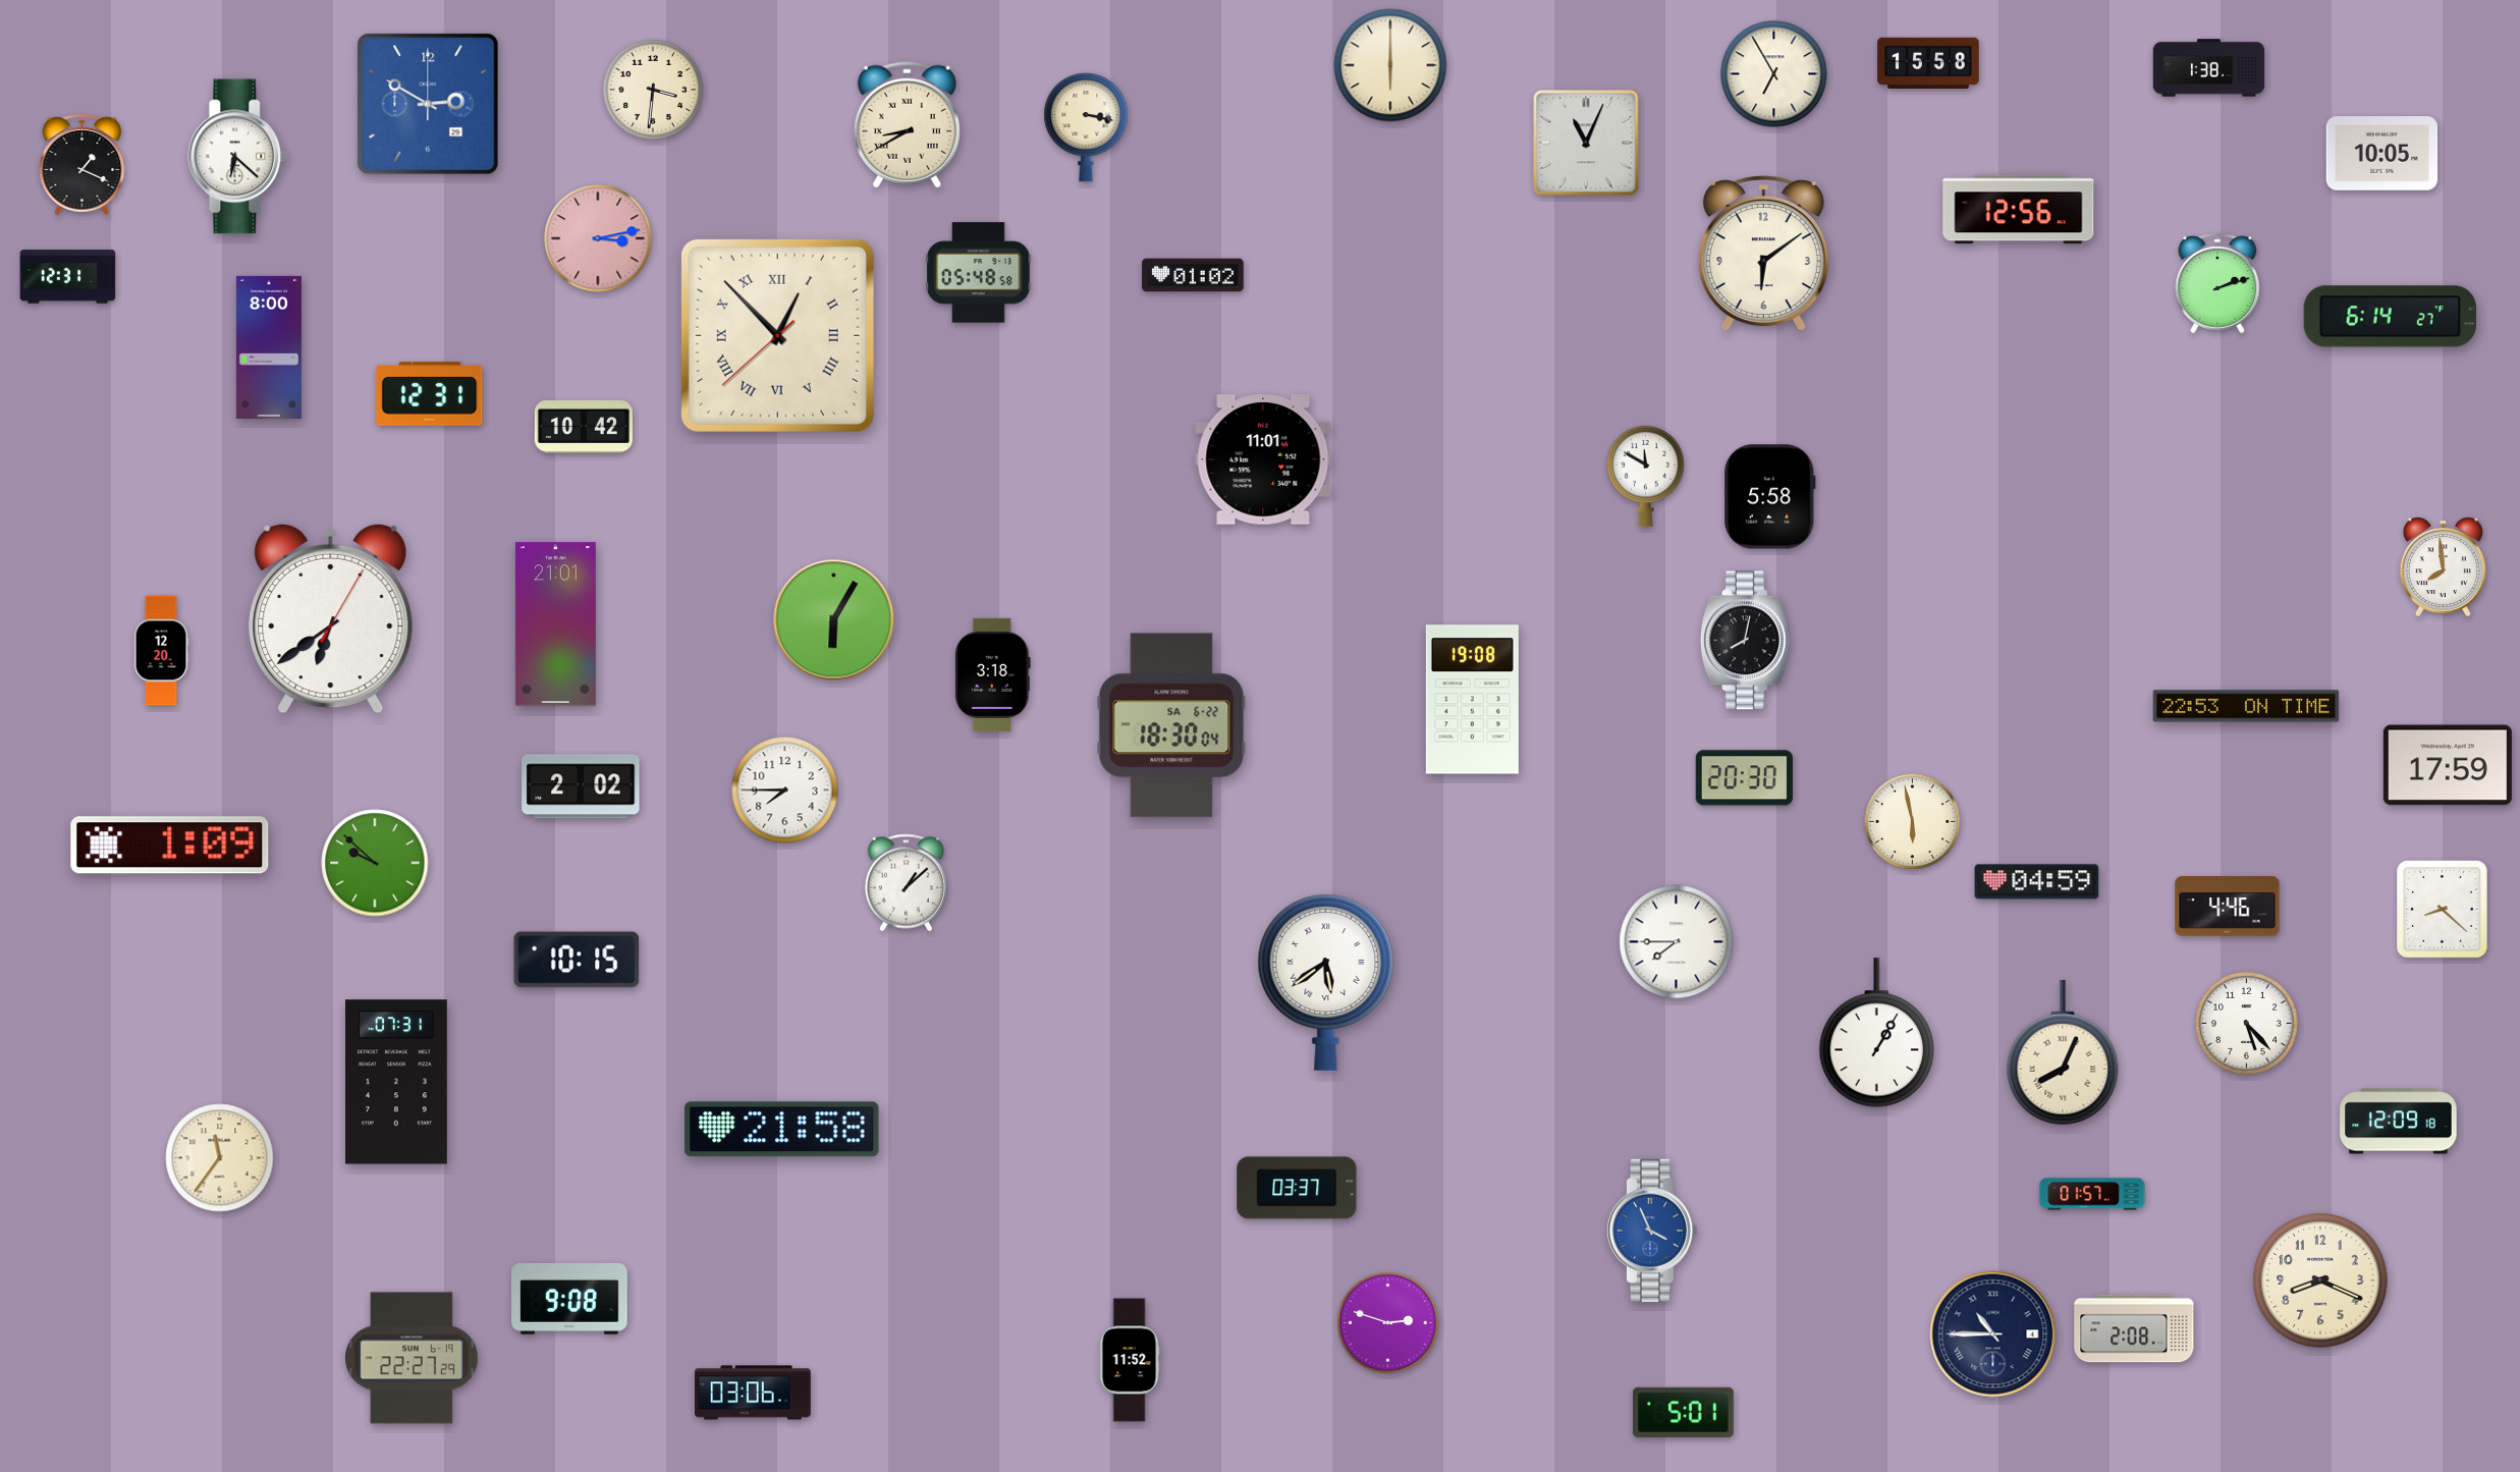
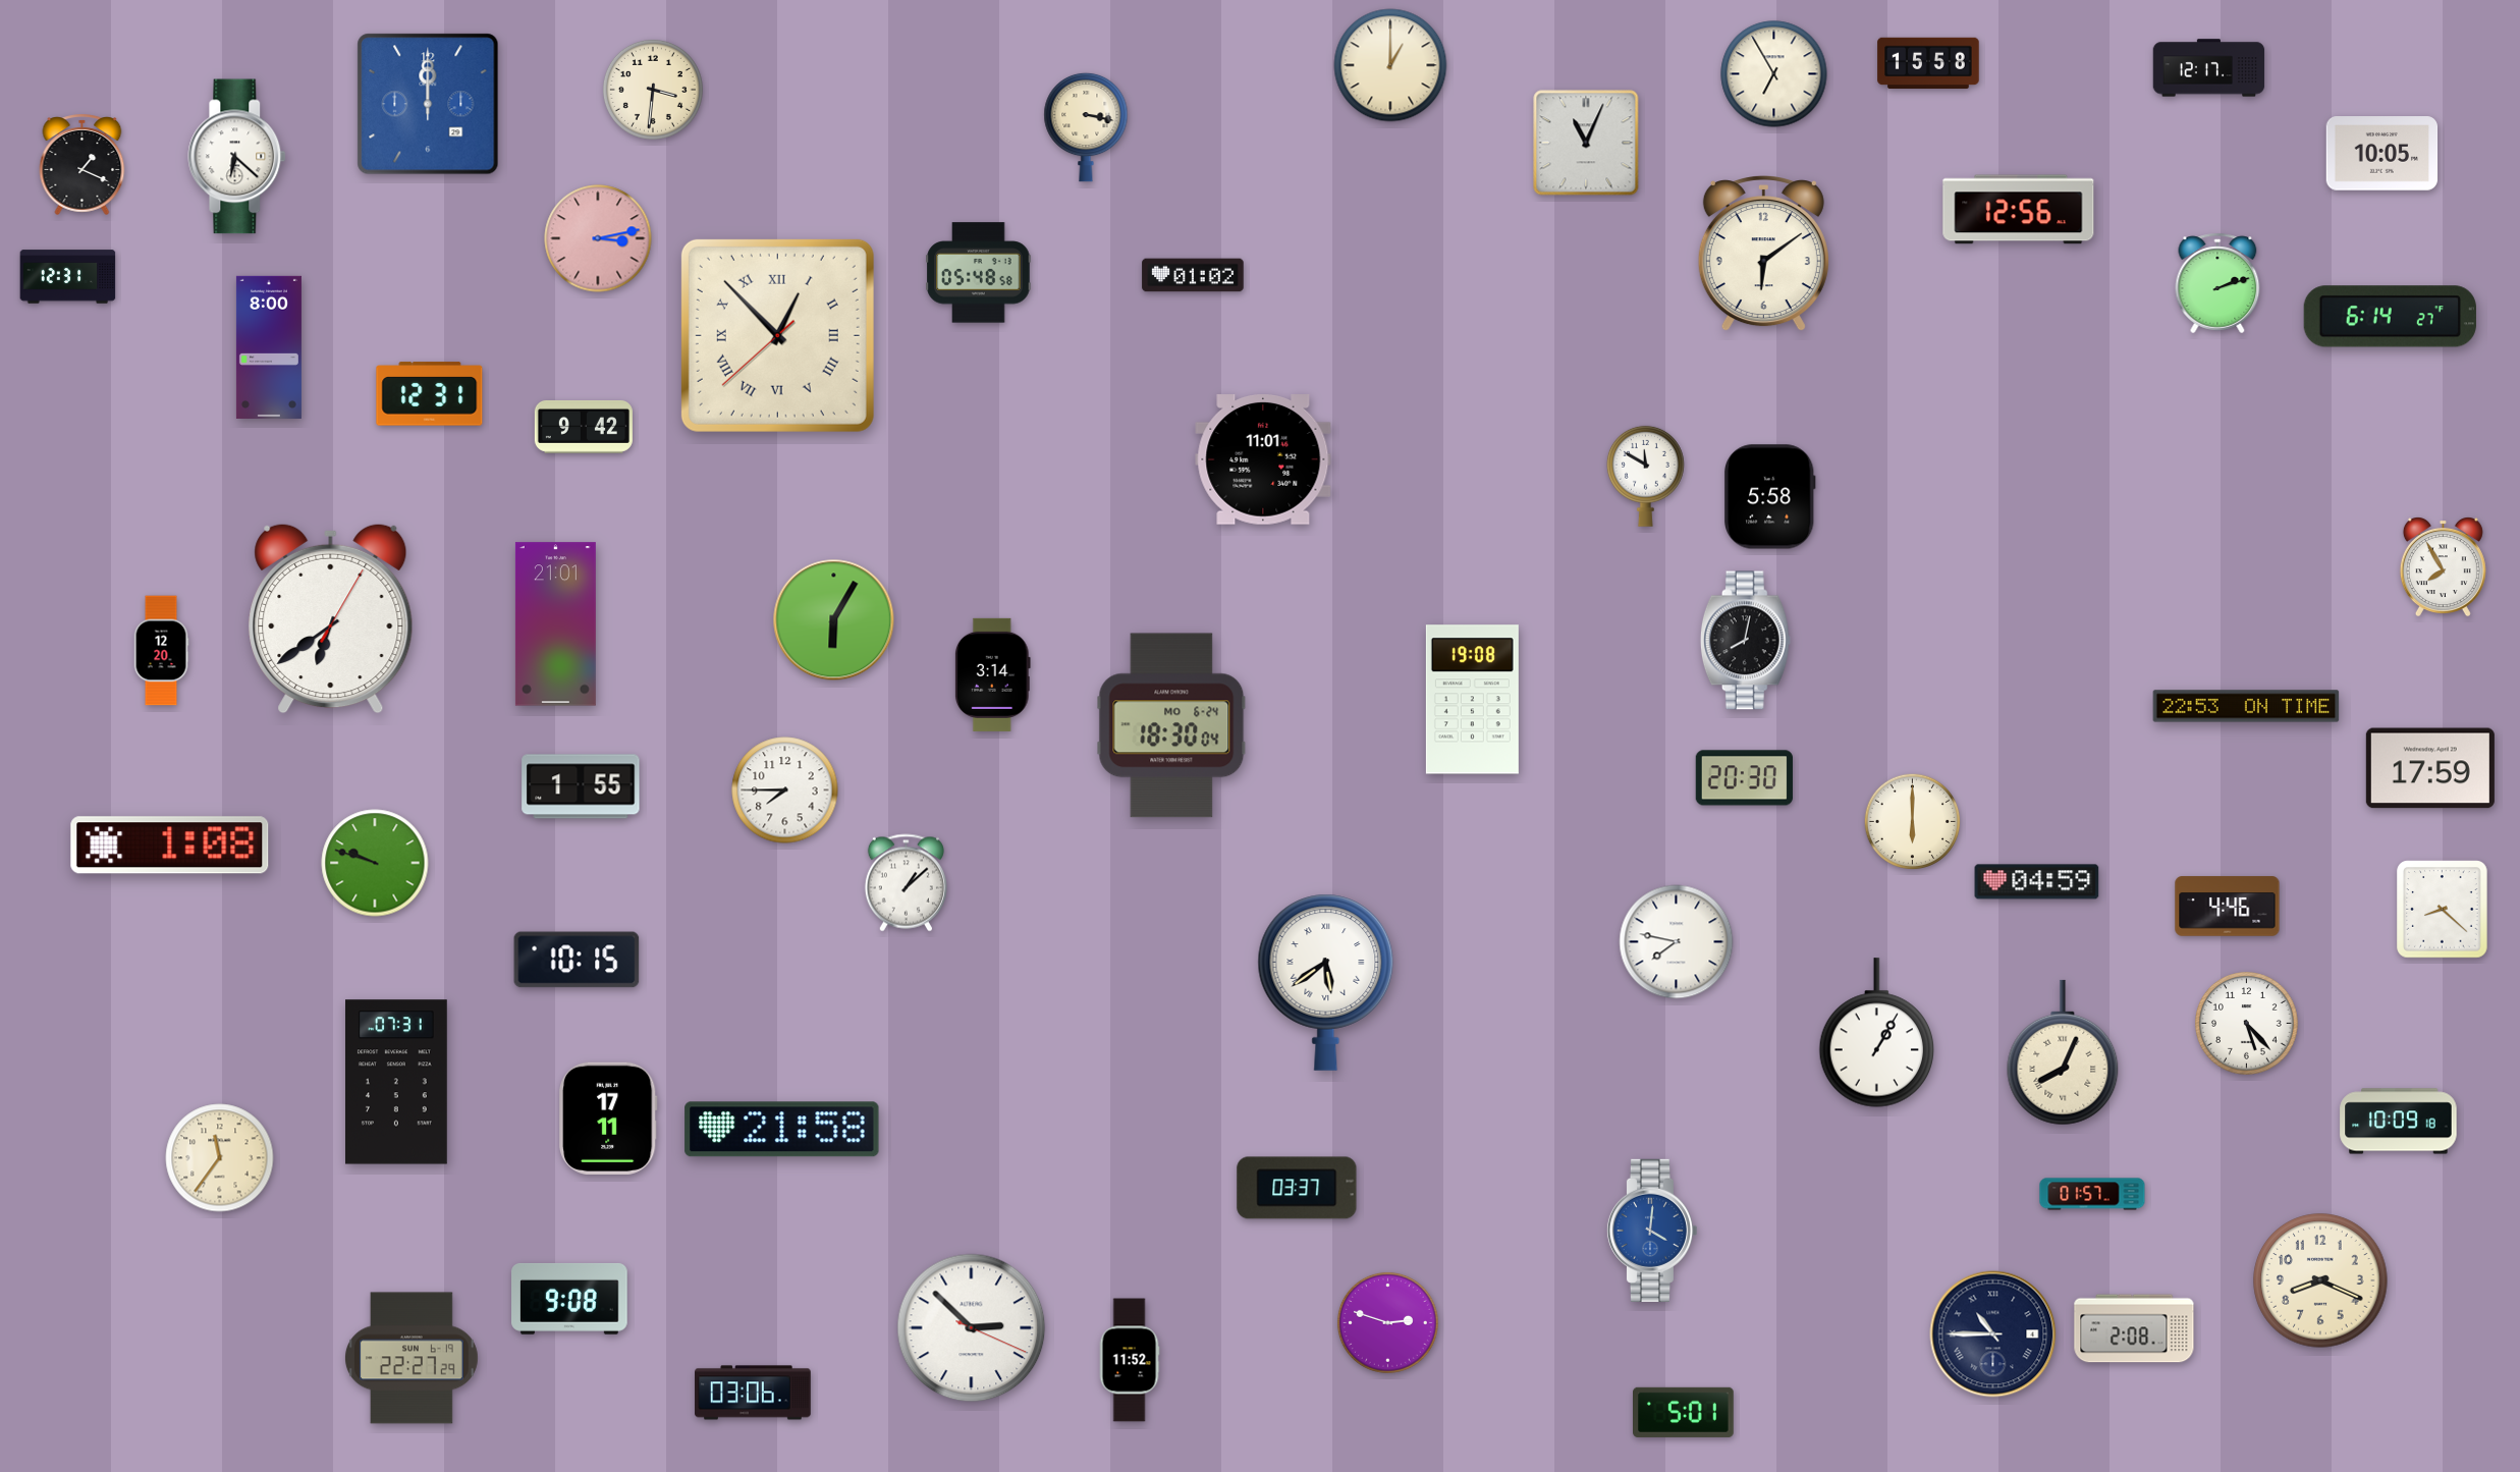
clock at (1390, 65): 6:00 -> 1:00
clock at (2209, 68): 1:38 -> 12:17
clock at (428, 104): 2:50 -> 12:00
clock at (907, 124): 8:40 -> none
clock at (584, 427): 10:42 -> 9:42
clock at (2443, 567): 7:59 -> 7:55
clock at (992, 674): 3:18 -> 3:14
clock at (1171, 725) date: SA 6-22 -> MO 6-24
clock at (2448, 765) position: (2448, 765) -> (2430, 768)
clock at (581, 786): 2:02 -> 1:55
clock at (1913, 822): 5:58 -> 6:00
clock at (170, 846): 1:09 -> 1:08
clock at (375, 863): 9:52 -> 9:48
clock at (1677, 942): 7:45 -> 7:47
clock at (609, 1119): none -> 17:11
clock at (2399, 1122): 12:09 -> 10:09
clock at (1651, 1231): 3:56 -> 4:01
clock at (972, 1328): none -> 2:52
